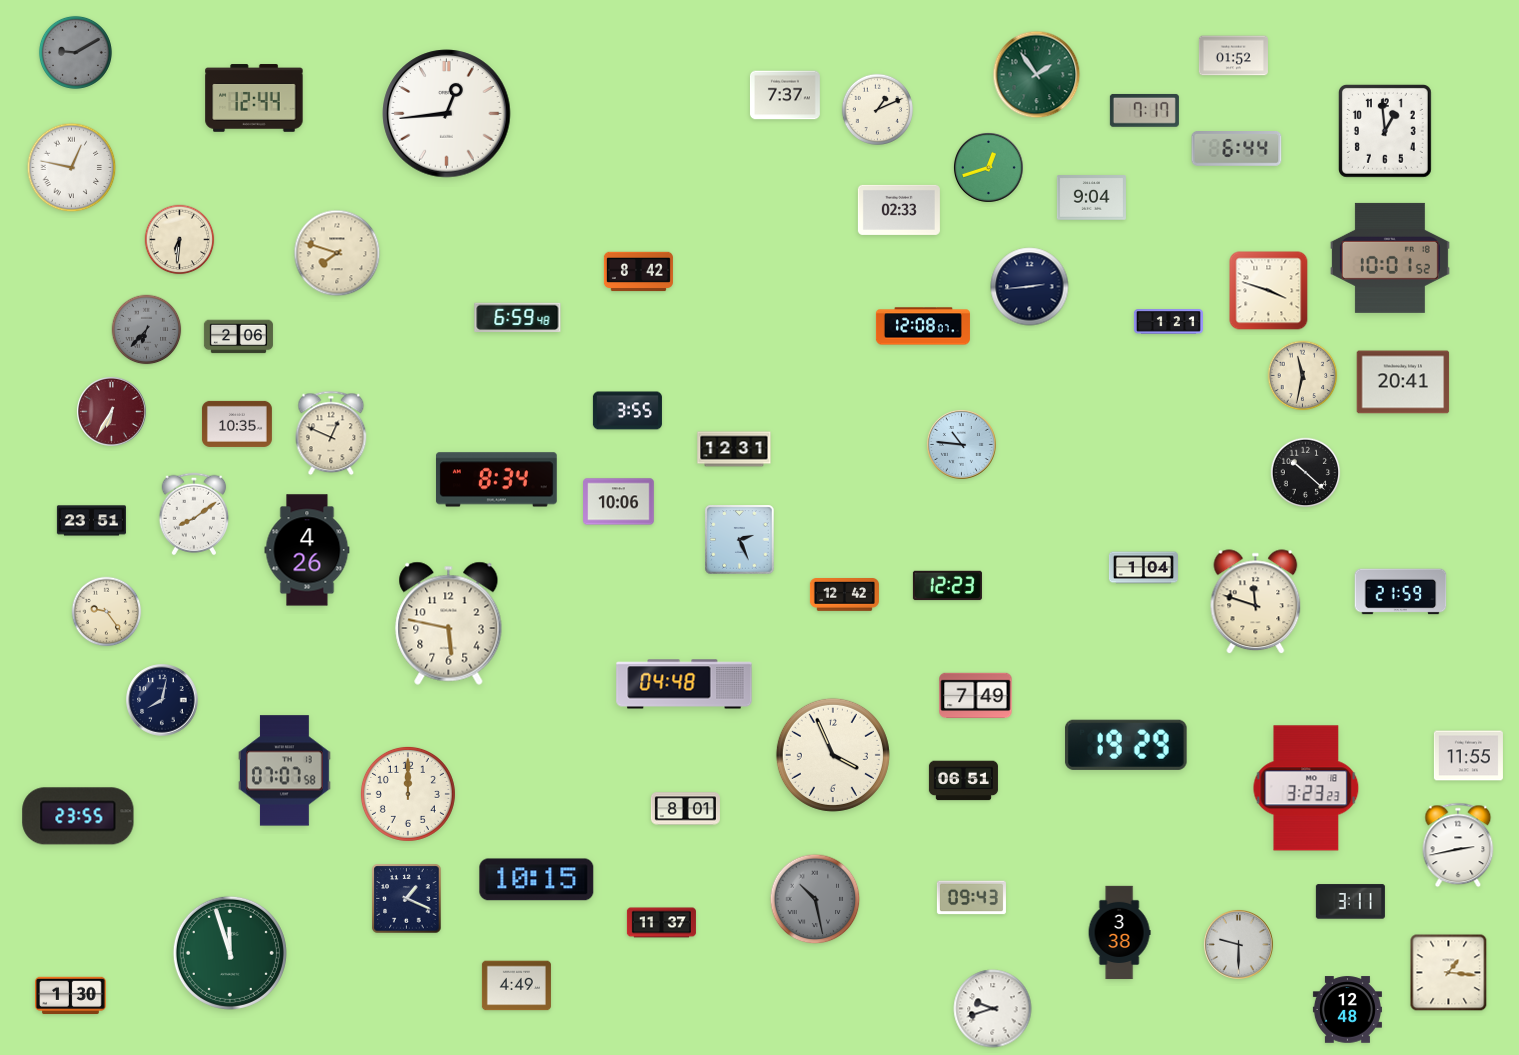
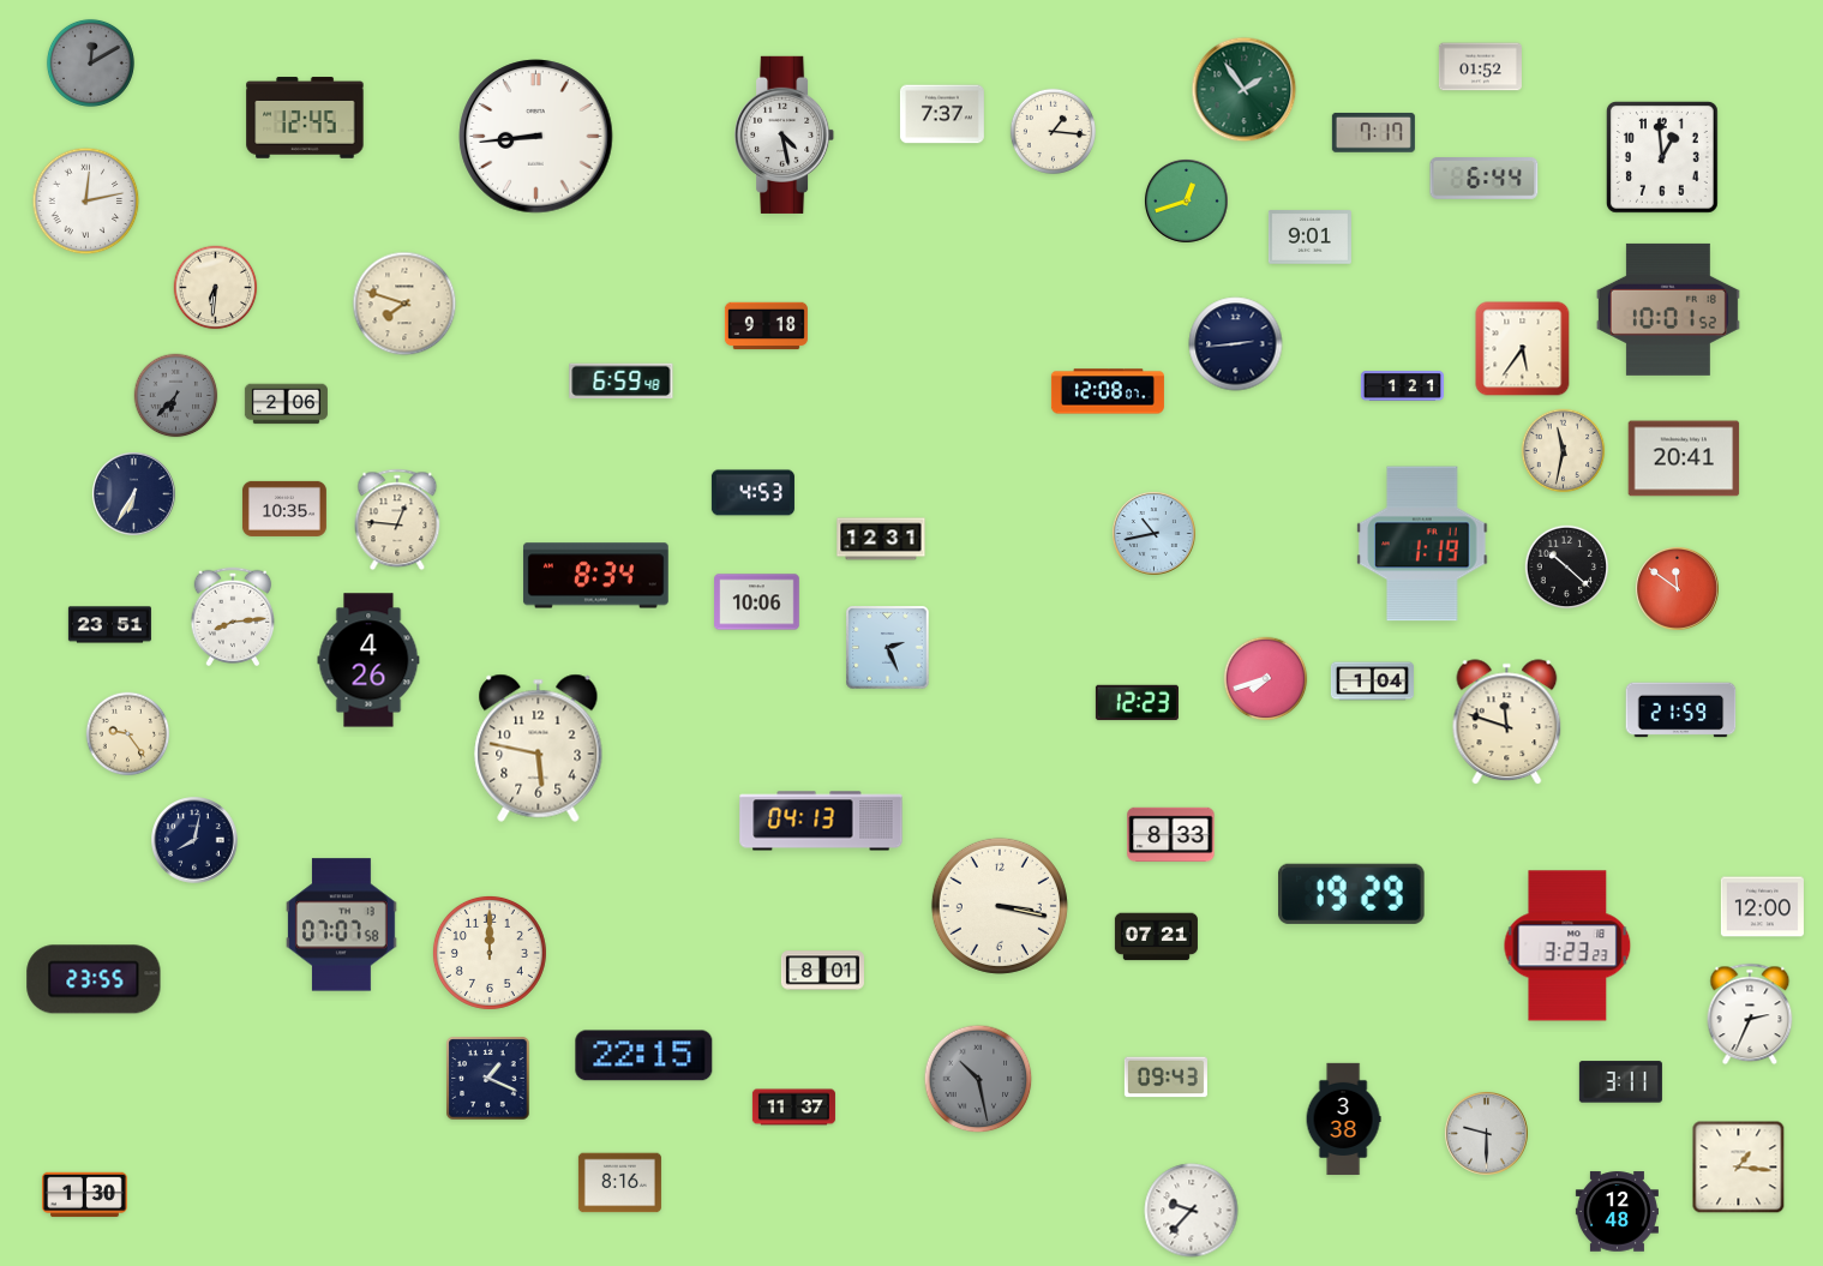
clock at (75, 52): 9:10 -> 12:10
clock at (254, 98): 12:44 -> 12:45
clock at (877, 109): 1:11 -> 1:16
clock at (785, 134): none -> 4:28
clock at (447, 114): 12:44 -> 8:44
clock at (72, 168): 12:47 -> 12:13
clock at (1091, 198): 9:04 -> 9:01
clock at (899, 210): 02:33 -> none
clock at (638, 272): 8:42 -> 9:18
clock at (1269, 291): 3:48 -> 5:36
clock at (627, 411): 3:55 -> 4:53
clock at (111, 412) dial: burgundy -> navy
clock at (331, 433): 12:49 -> 12:46
clock at (961, 445): 10:46 -> 10:43
clock at (1422, 544): none -> 1:19
clock at (1677, 589): none -> 11:51
clock at (619, 502) position: (619, 502) -> (757, 602)
clock at (194, 514): 8:09 -> 8:14
clock at (1266, 679): none -> 7:42
clock at (844, 595): 12:42 -> none
clock at (684, 684): 04:48 -> 04:13
clock at (976, 696): 7:49 -> 8:33
clock at (833, 755): 3:56 -> 3:17
clock at (1468, 756): 11:55 -> 12:00
clock at (963, 781): 06:51 -> 07:21
clock at (1458, 845): 2:43 -> 2:34
clock at (537, 880): 10:15 -> 22:15
clock at (230, 953): 11:57 -> none
clock at (516, 986): 4:49 -> 8:16
clock at (993, 1009): 9:42 -> 9:37
